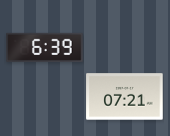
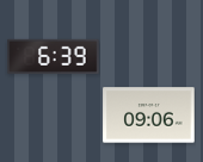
clock at (125, 97): 07:21 -> 09:06
